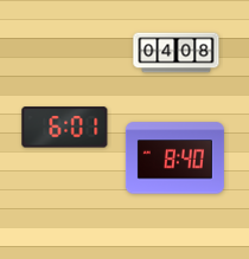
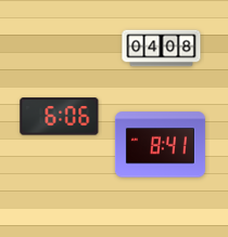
clock at (65, 128): 6:01 -> 6:06
clock at (174, 158): 8:40 -> 8:41
